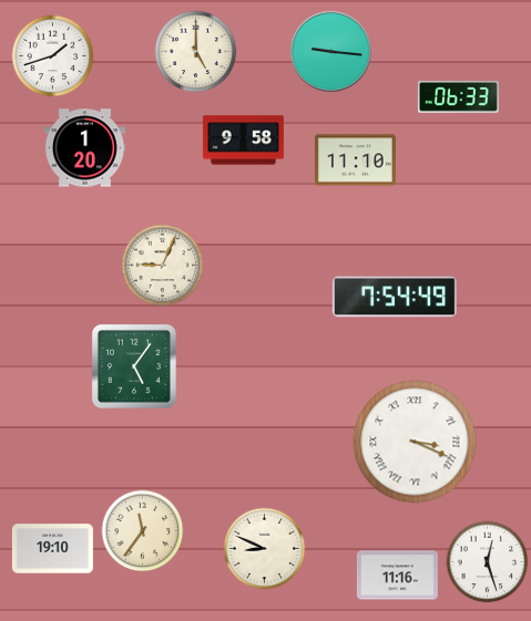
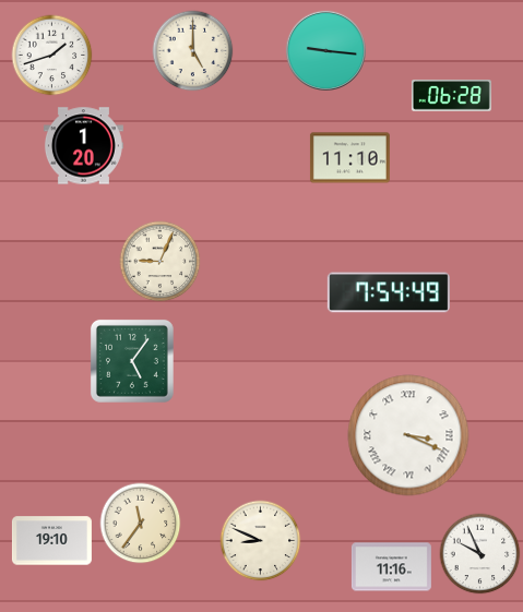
clock at (458, 97): 06:33 -> 06:28
clock at (243, 141): 9:58 -> none
clock at (488, 562): 12:27 -> 9:56
